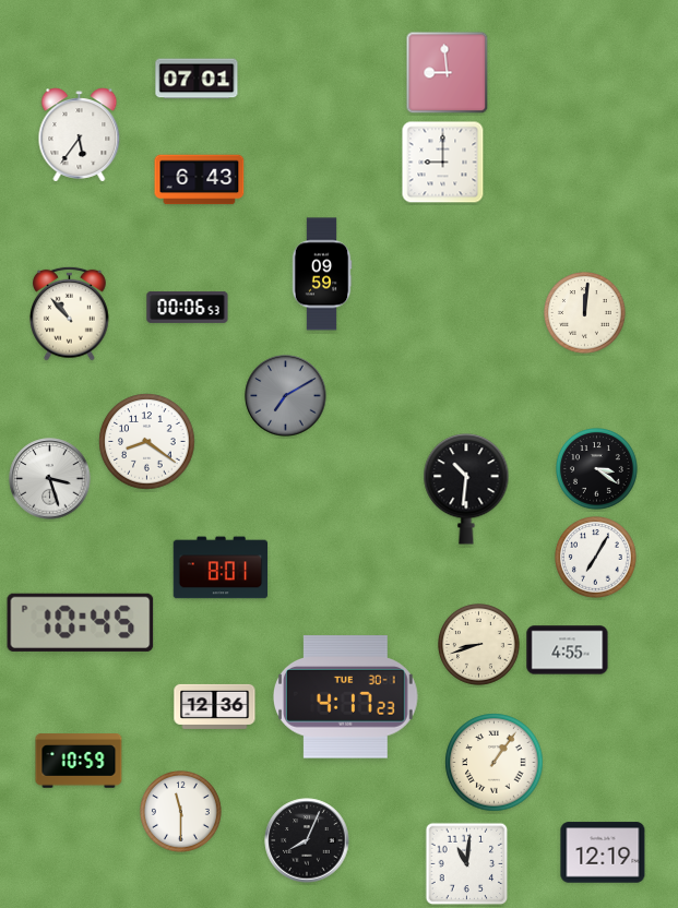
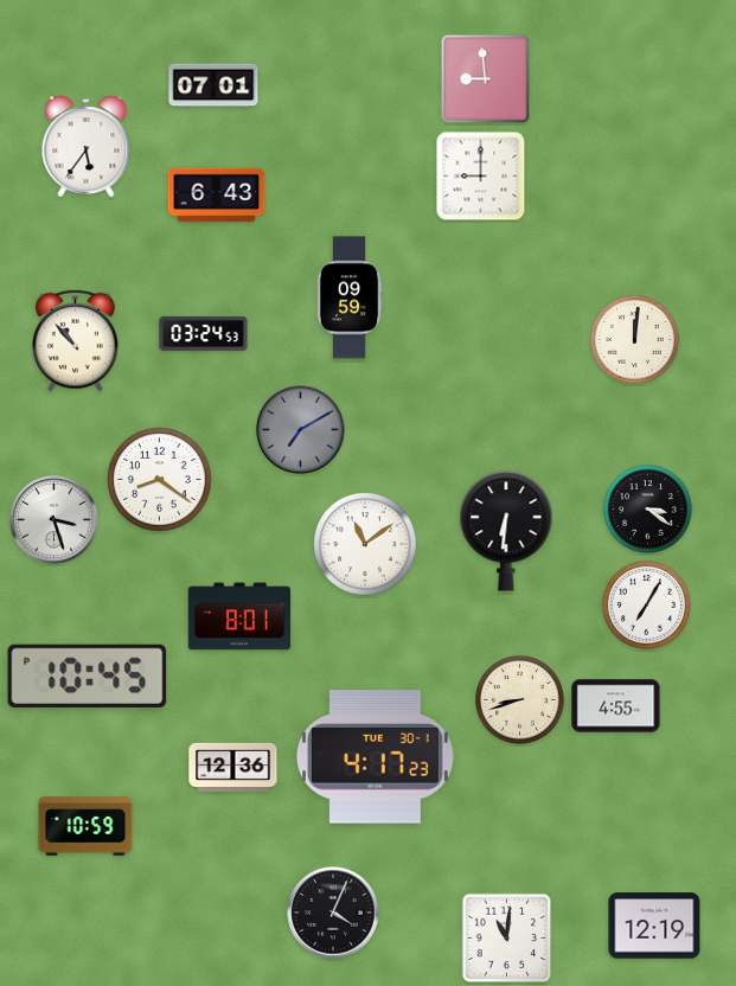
clock at (188, 307): 00:06 -> 03:24
clock at (286, 396) position: (286, 396) -> (301, 430)
clock at (466, 489): 10:31 -> 6:31
clock at (365, 544): none -> 11:09
clock at (495, 763): 1:06 -> none
clock at (181, 812): 11:30 -> none
clock at (307, 840): 8:04 -> 4:04
